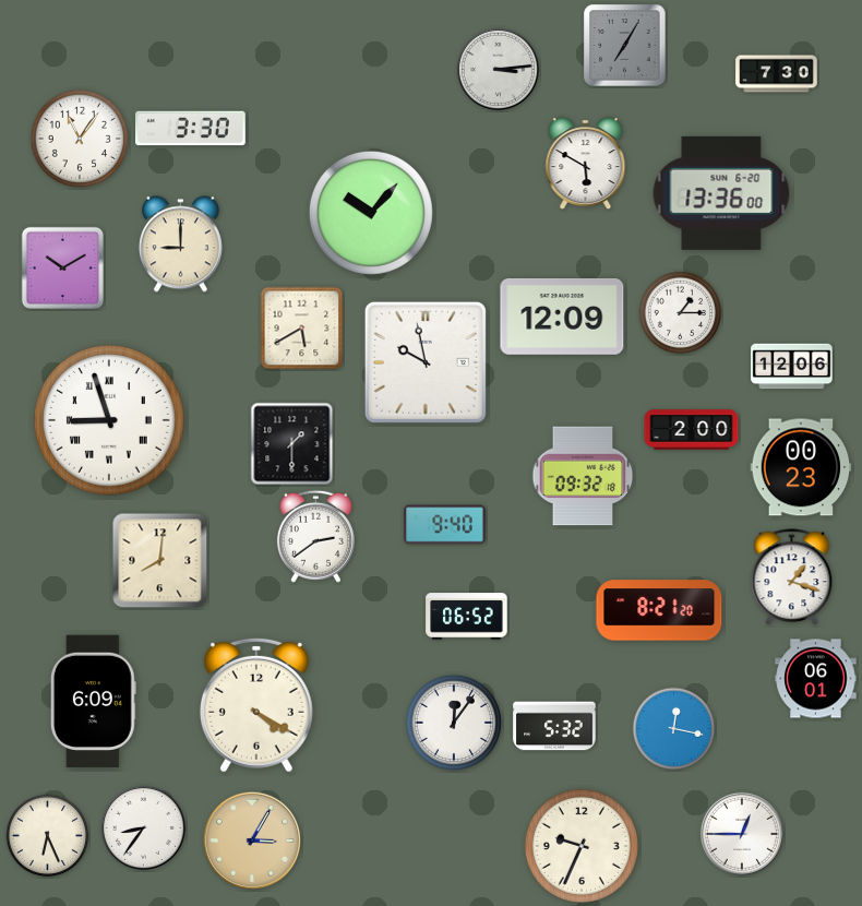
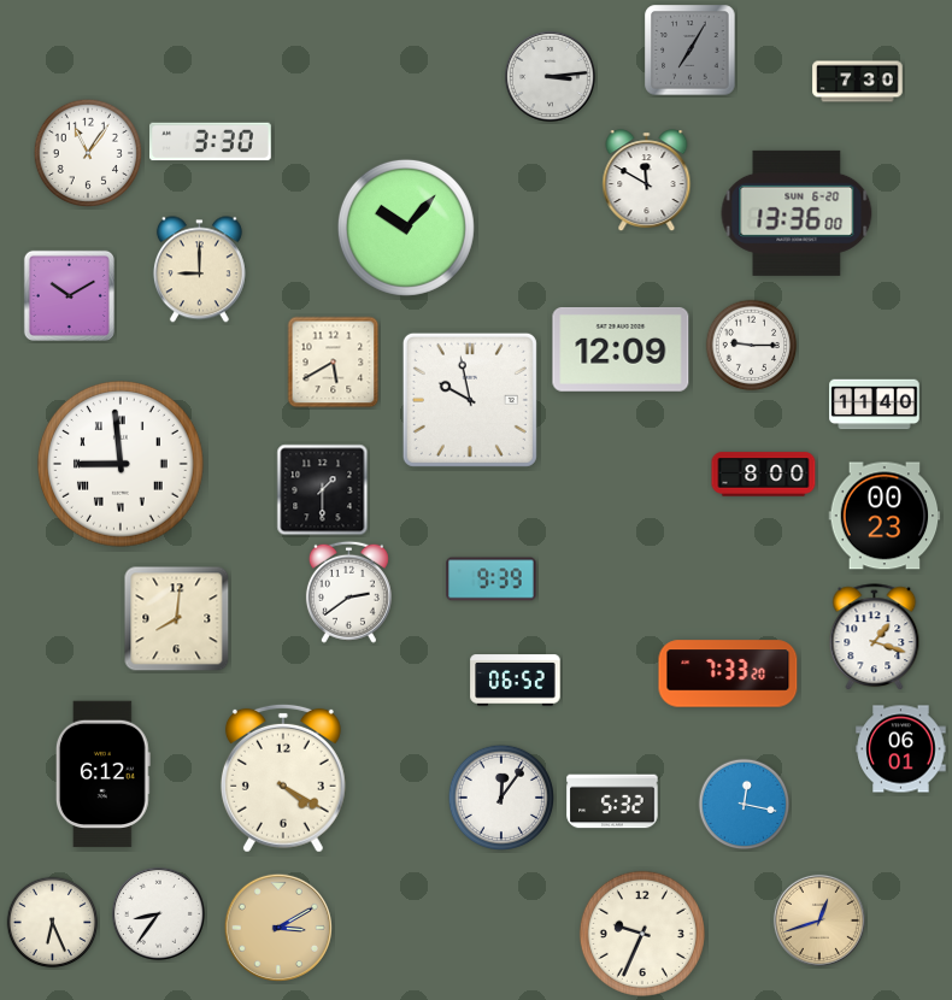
clock at (586, 164): 5:50 -> 11:50
clock at (371, 213) position: (371, 213) -> (406, 228)
clock at (681, 313): 1:15 -> 9:15
clock at (792, 367): 12:06 -> 11:40
clock at (110, 421): 8:57 -> 8:59
clock at (692, 430): 2:00 -> 8:00
clock at (583, 476): 09:32 -> none
clock at (445, 525): 9:40 -> 9:39
clock at (659, 610): 8:21 -> 7:33
clock at (93, 702): 6:09 -> 6:12
clock at (742, 834): 12:45 -> 12:42
clock at (742, 834) dial: white -> champagne
clock at (251, 839): 3:05 -> 3:10
